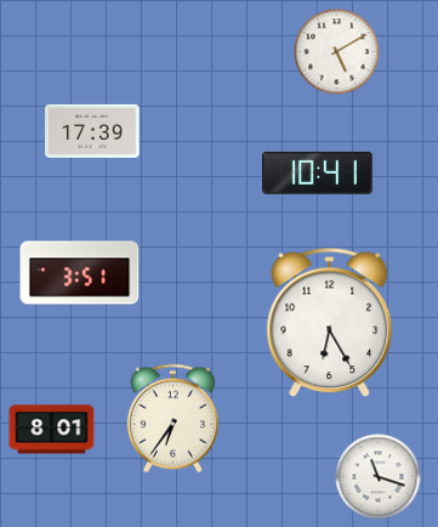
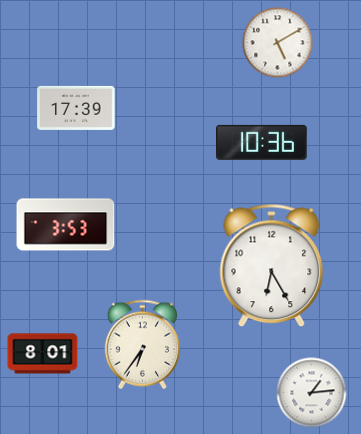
clock at (318, 172): 10:41 -> 10:36
clock at (80, 273): 3:51 -> 3:53
clock at (379, 477): 11:18 -> 1:14
